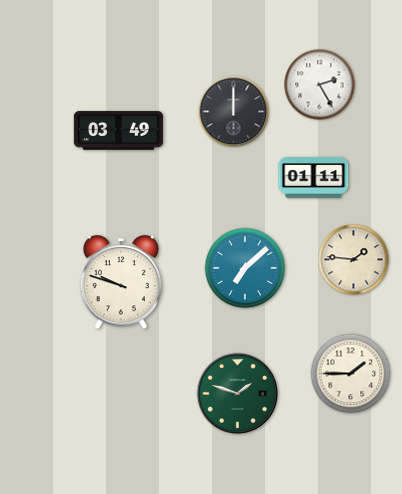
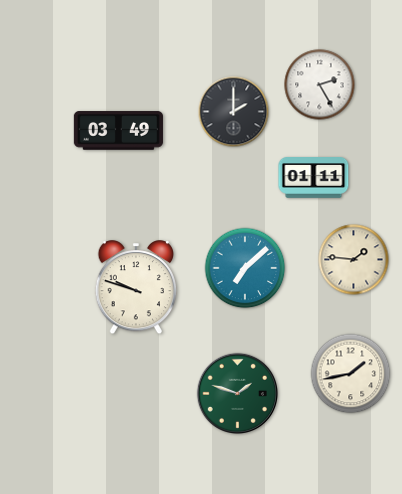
clock at (234, 112): 12:00 -> 2:00
clock at (121, 283) position: (121, 283) -> (136, 288)
clock at (351, 374): 1:45 -> 1:43
